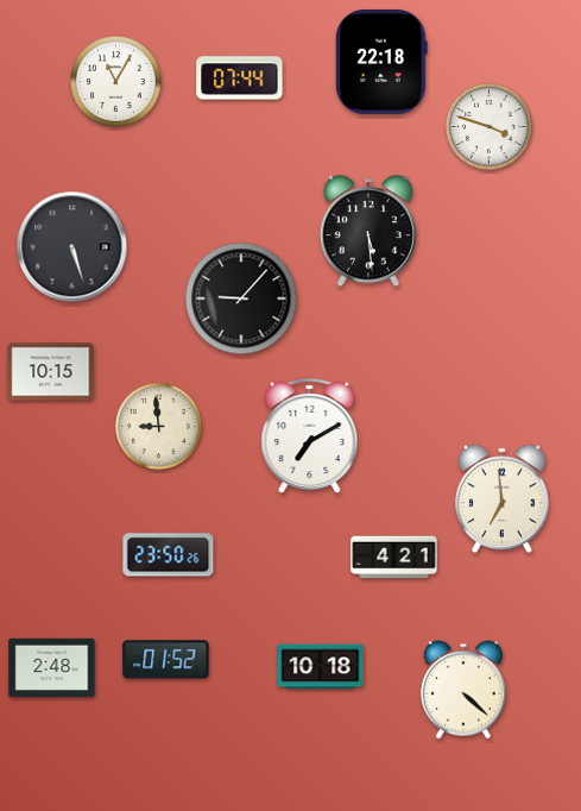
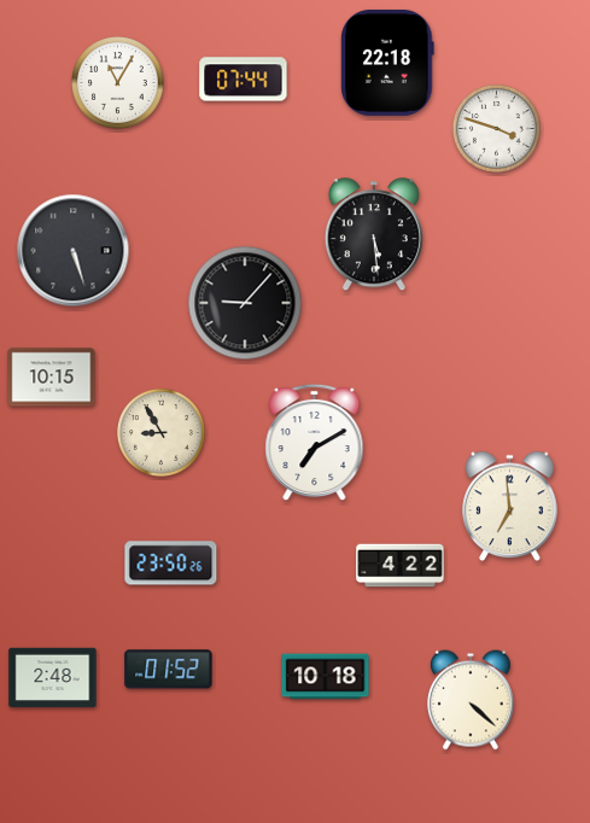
clock at (158, 426): 8:59 -> 8:55
clock at (394, 558): 4:21 -> 4:22
